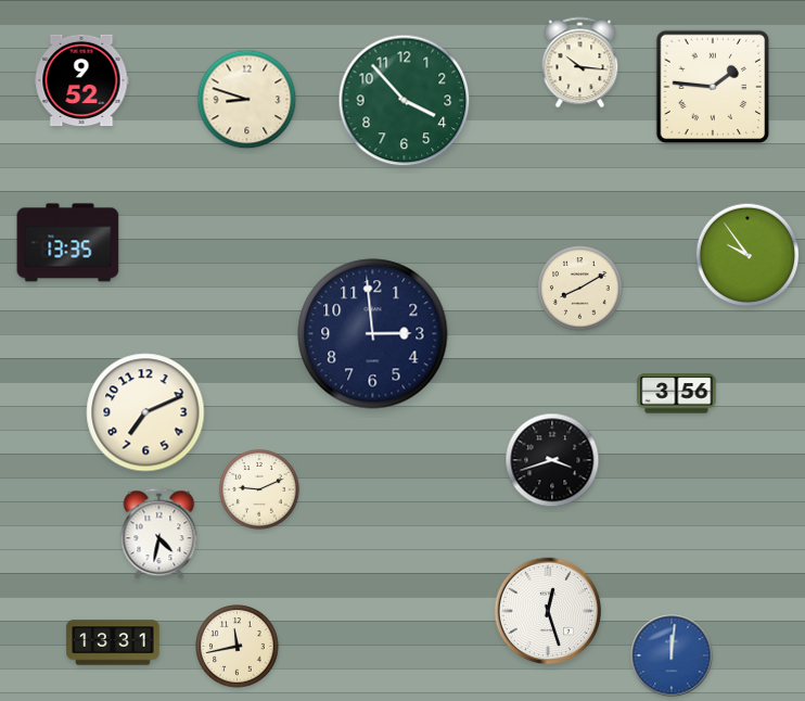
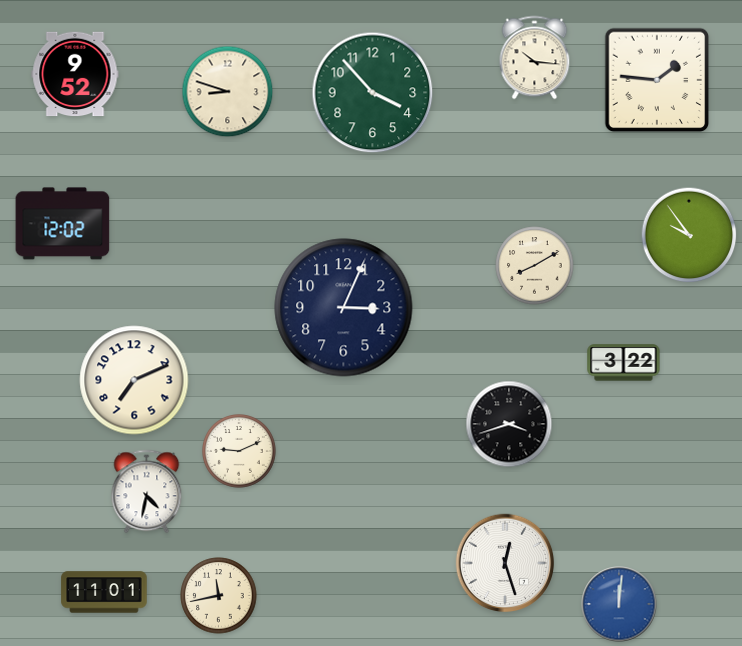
clock at (68, 243): 13:35 -> 12:02
clock at (373, 334): 2:59 -> 3:04
clock at (677, 394): 3:56 -> 3:22
clock at (113, 642): 13:31 -> 11:01
